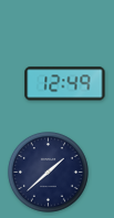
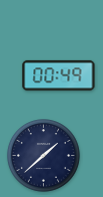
clock at (65, 84): 12:49 -> 00:49
